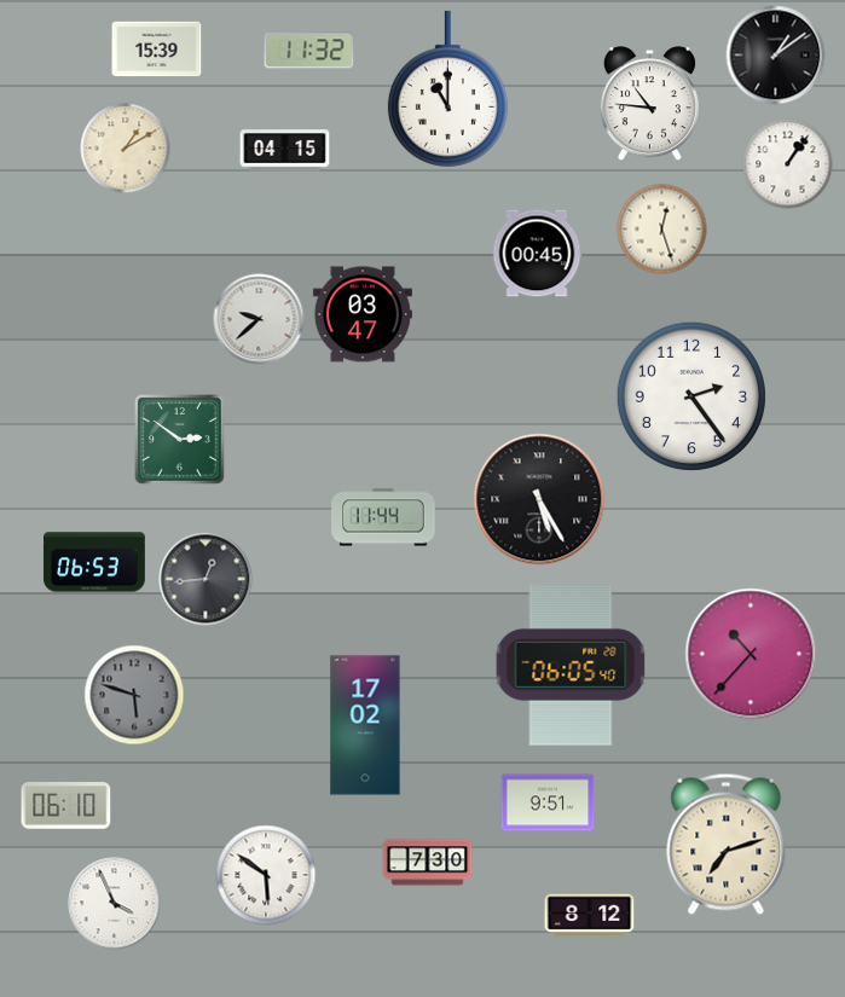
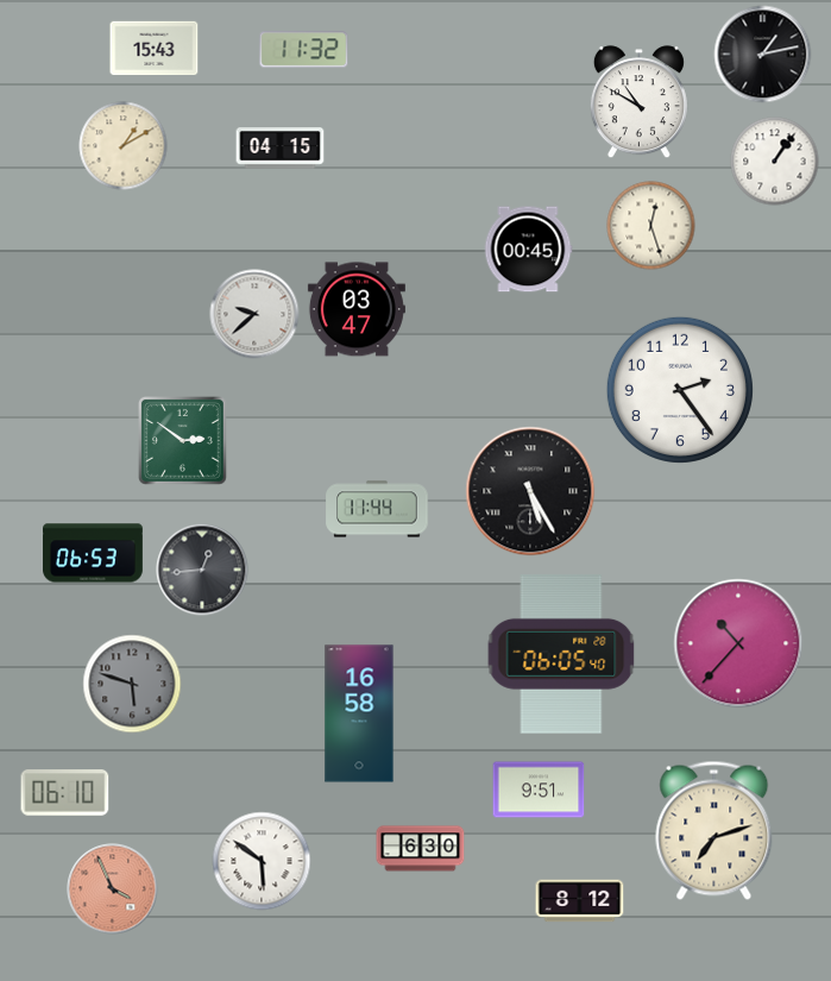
clock at (157, 50): 15:39 -> 15:43
clock at (776, 56): 1:09 -> 1:13
clock at (447, 88): 11:00 -> none
clock at (649, 104): 10:46 -> 10:50
clock at (180, 440) position: (180, 440) -> (183, 441)
clock at (365, 725): 17:02 -> 16:58
clock at (428, 863): 7:30 -> 6:30
clock at (115, 904) dial: white -> salmon
